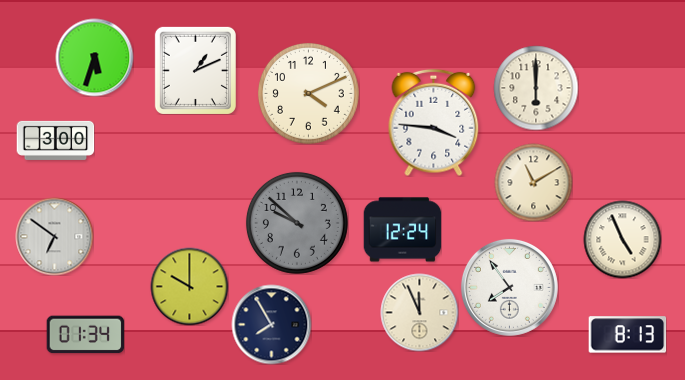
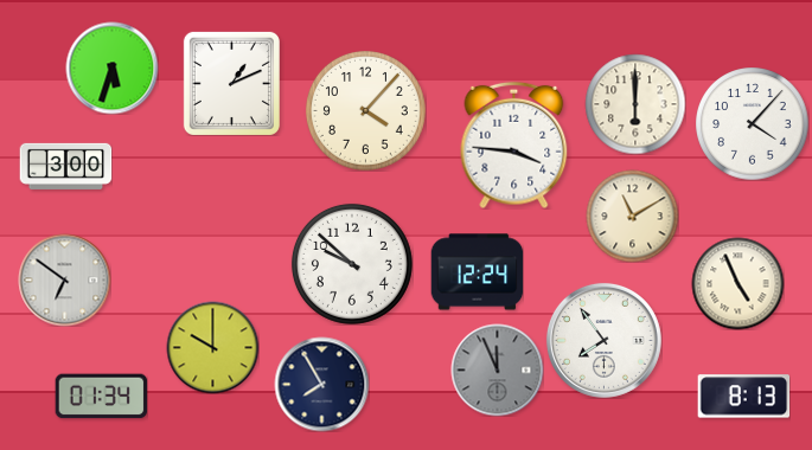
clock at (308, 93): 4:11 -> 4:07
clock at (752, 123): none -> 4:07
clock at (297, 223) dial: grey -> white
clock at (189, 286) position: (189, 286) -> (212, 347)
clock at (419, 312) dial: cream -> grey
